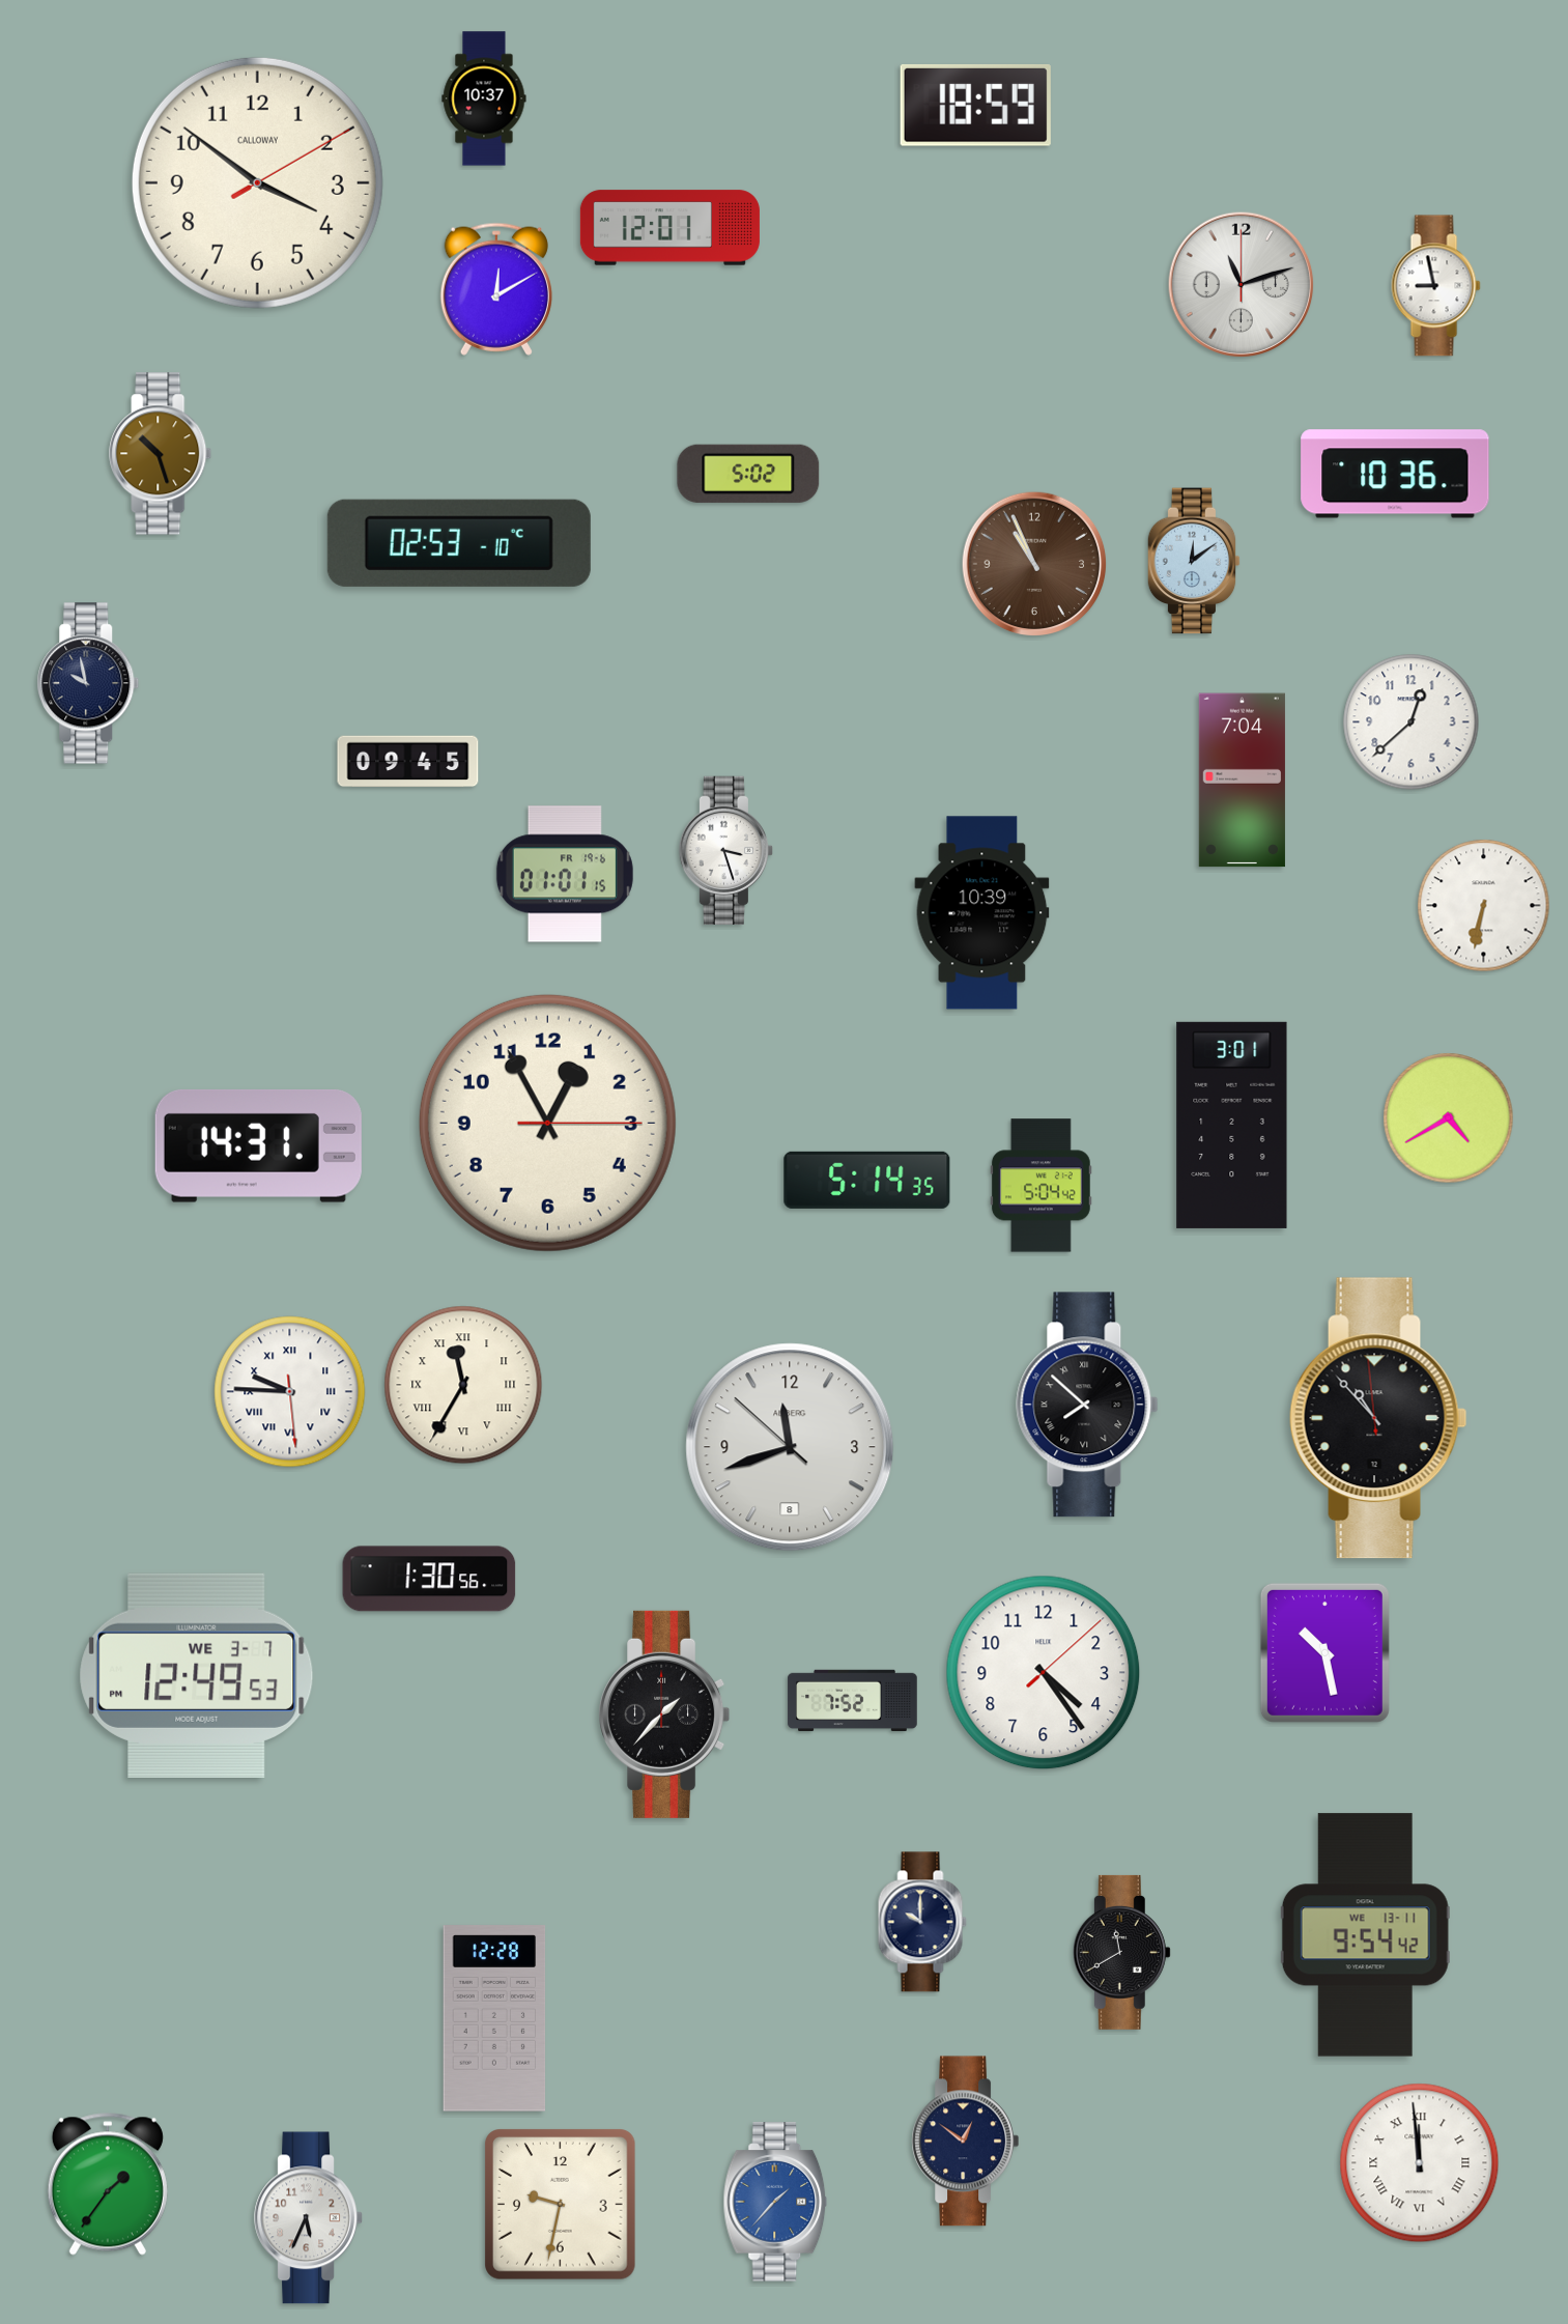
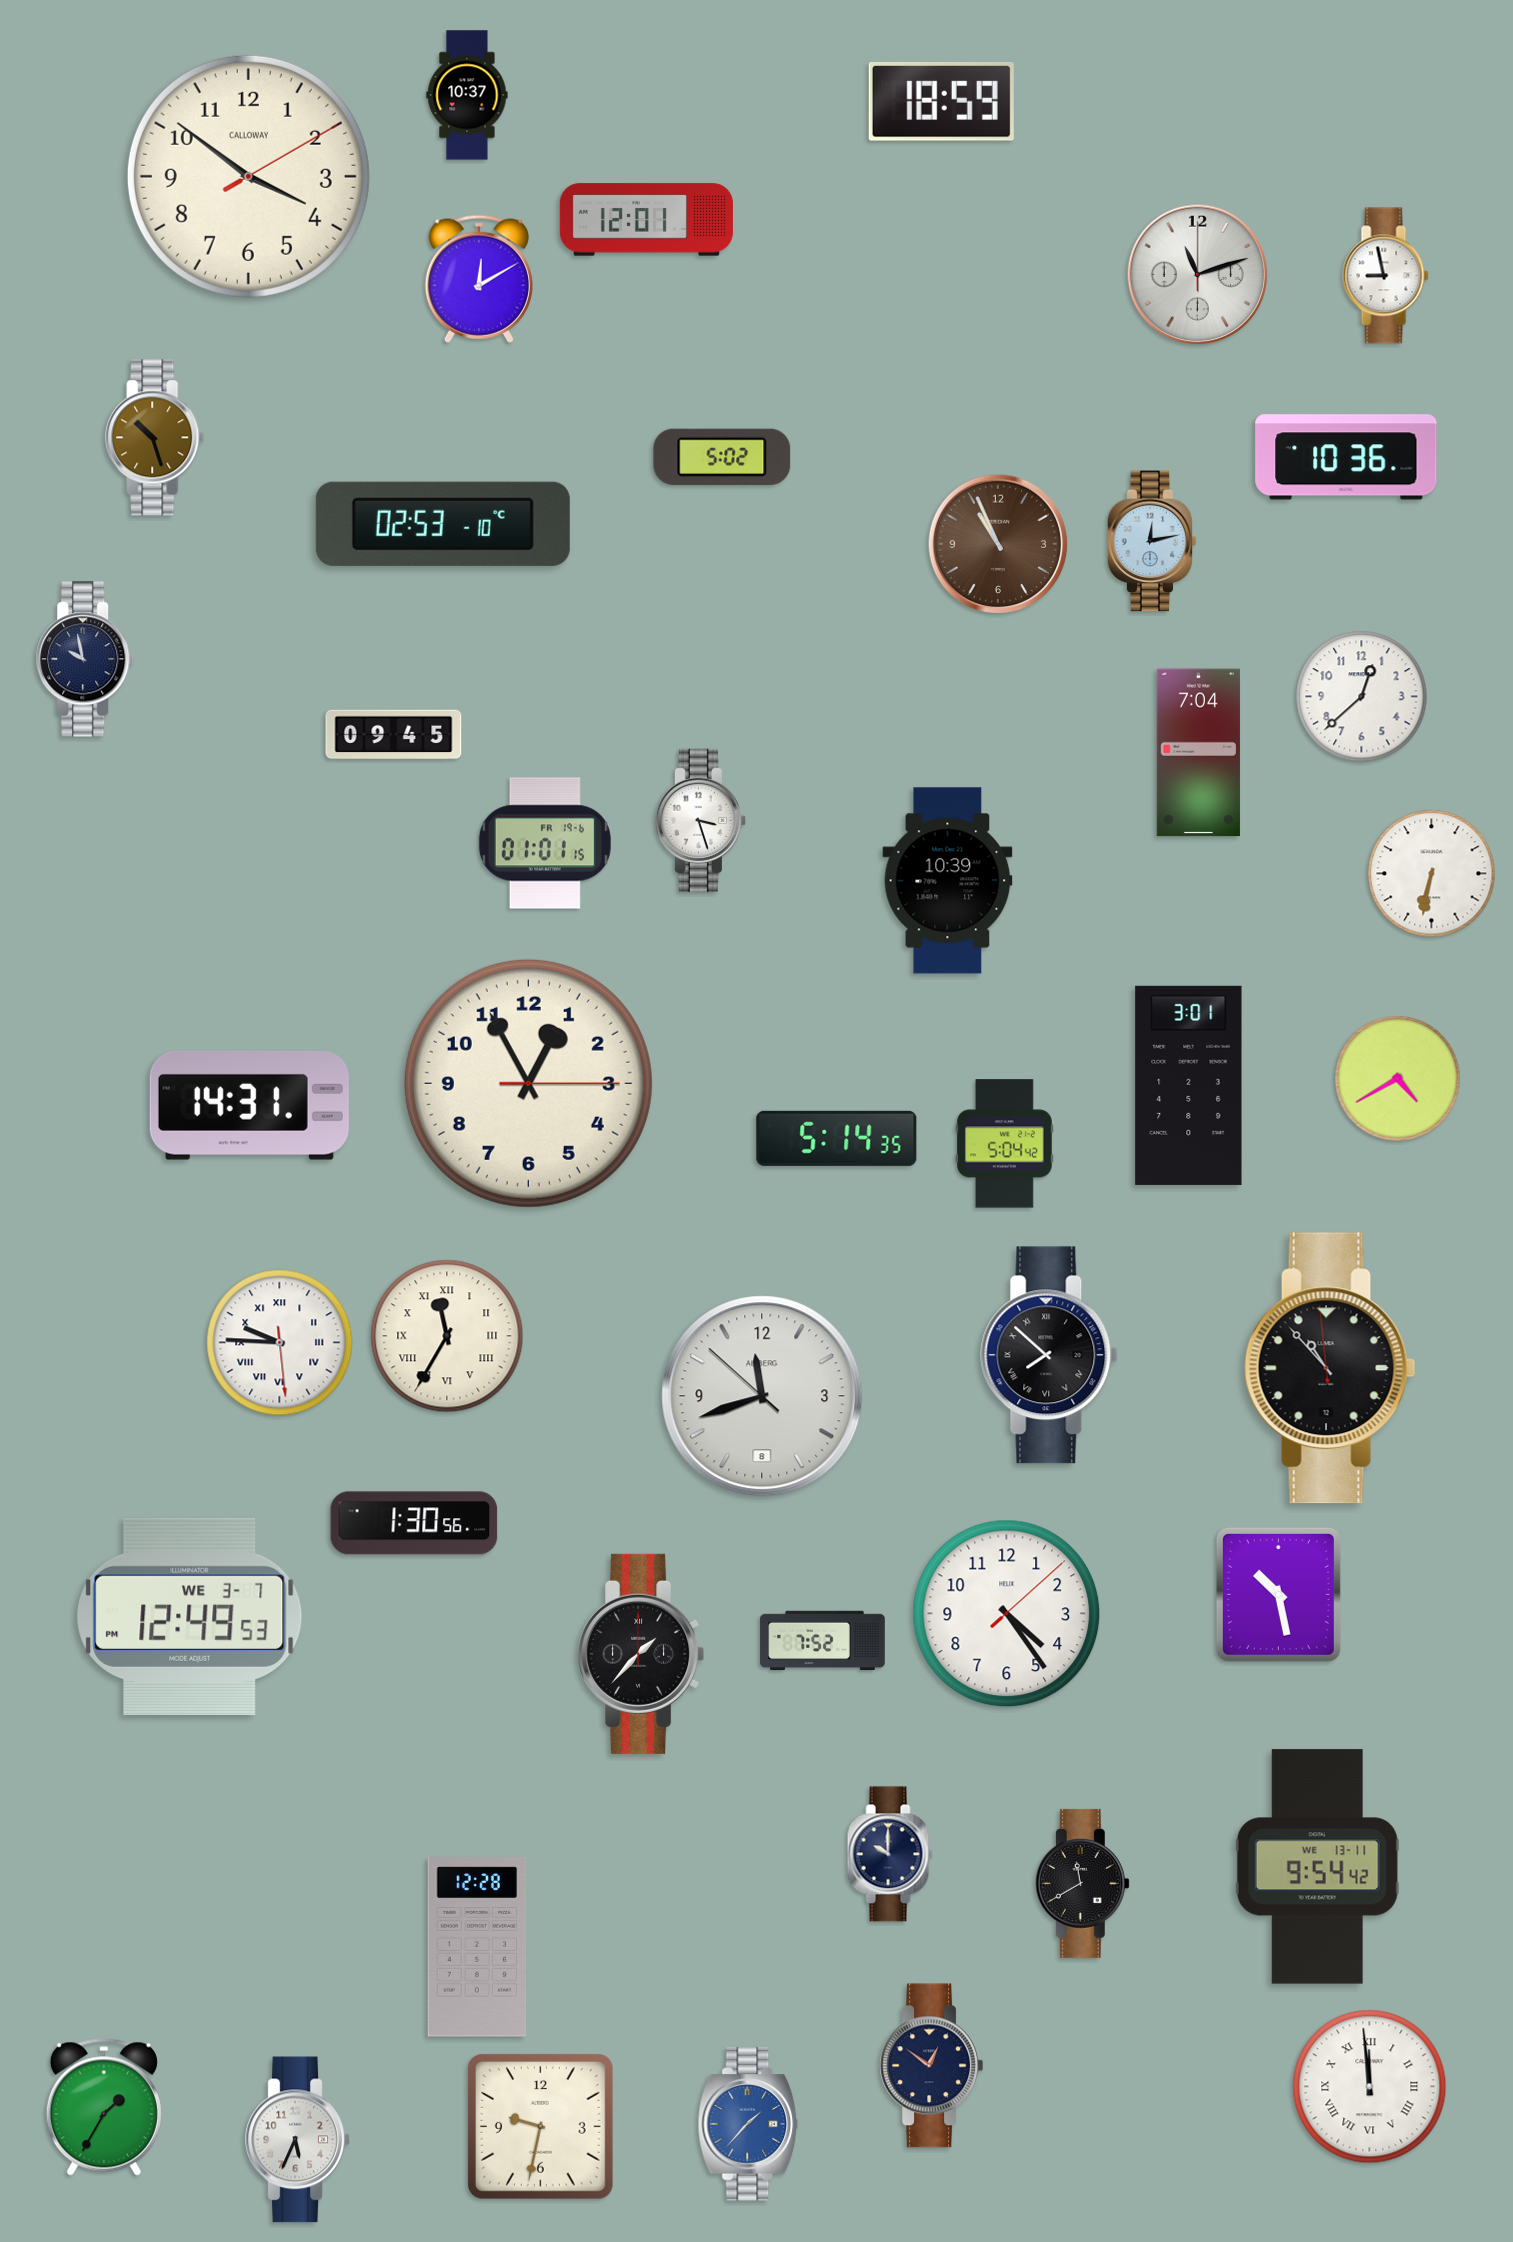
clock at (1194, 561): 12:09 -> 12:13
clock at (108, 2184): 1:36 -> 1:35
